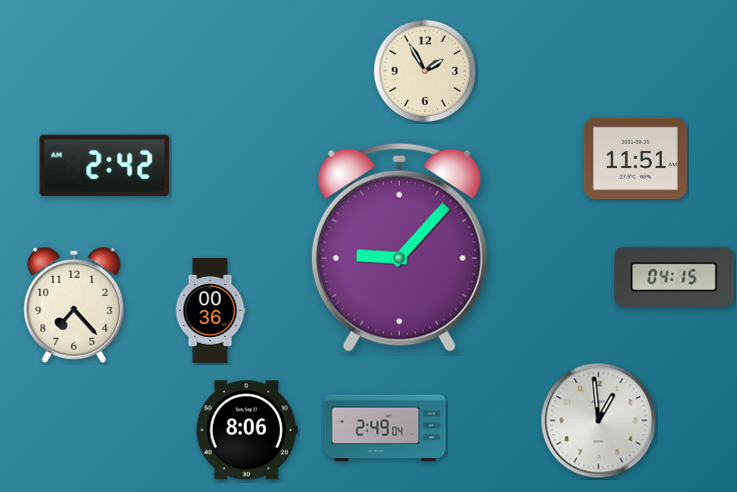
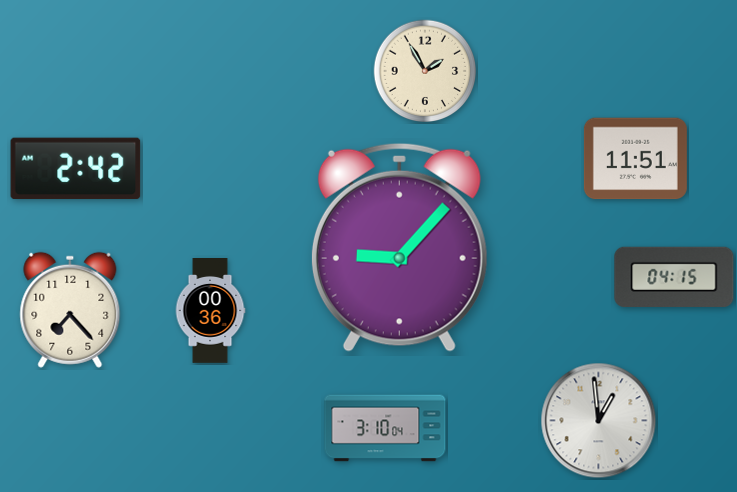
clock at (105, 166) position: (105, 166) -> (76, 169)
clock at (74, 305) position: (74, 305) -> (70, 310)
clock at (385, 428): 2:49 -> 3:10
clock at (247, 430): 8:06 -> none
